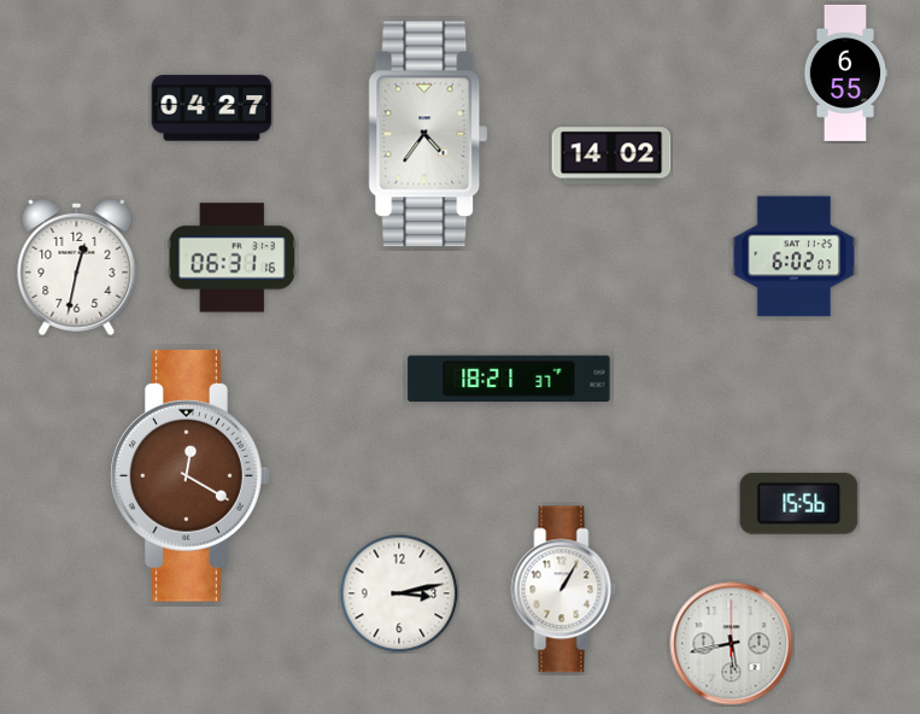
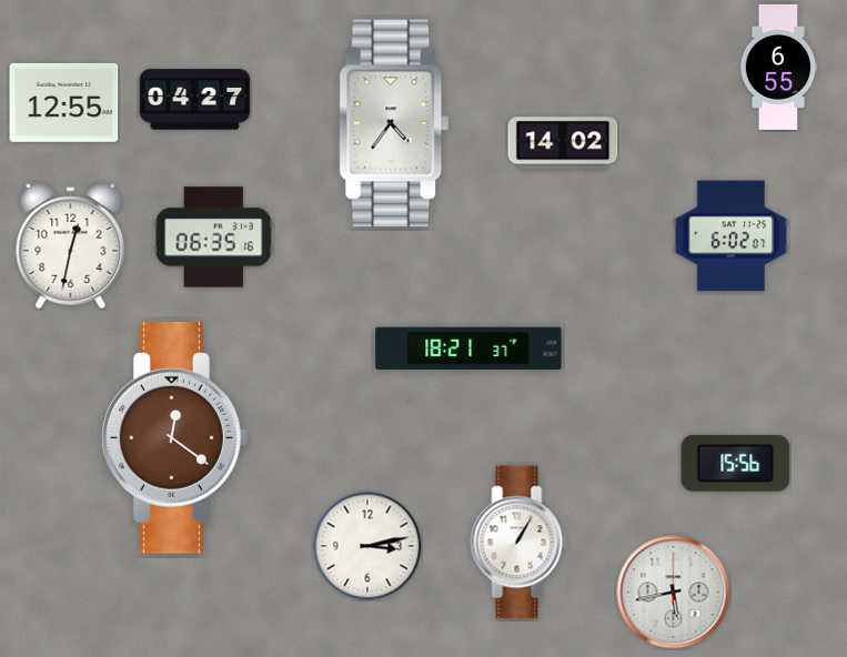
clock at (64, 102): none -> 12:55
clock at (232, 258): 06:31 -> 06:35
clock at (191, 476): 12:20 -> 12:21
